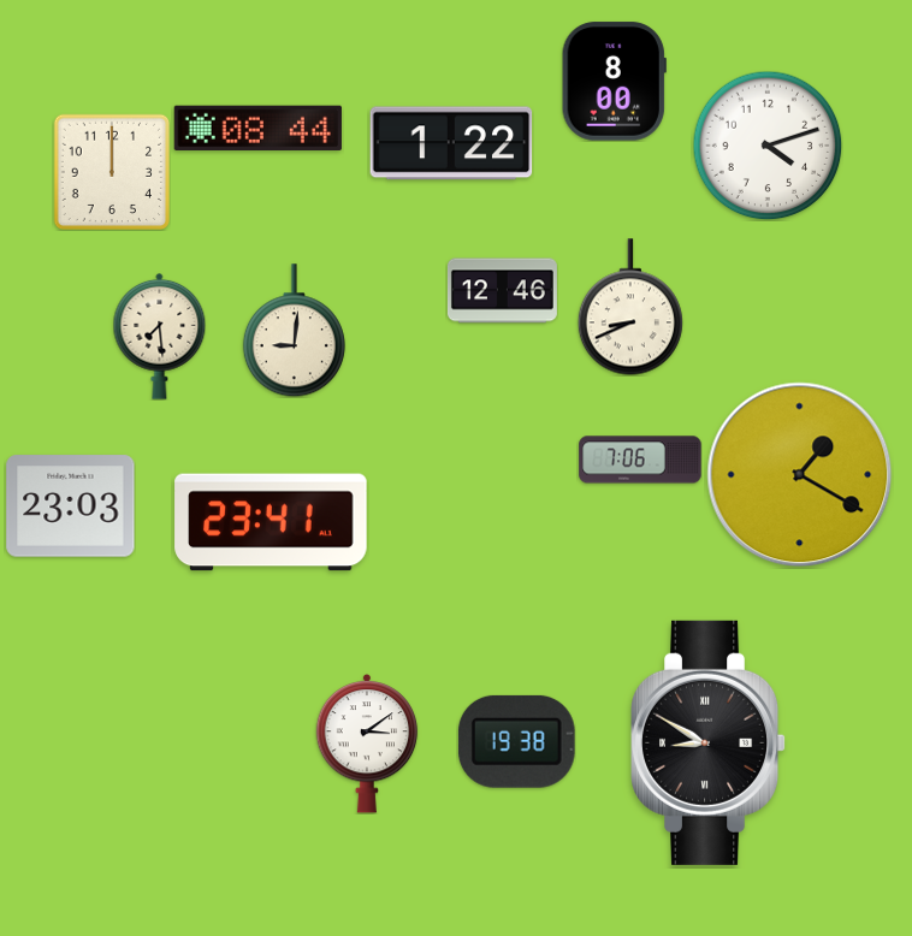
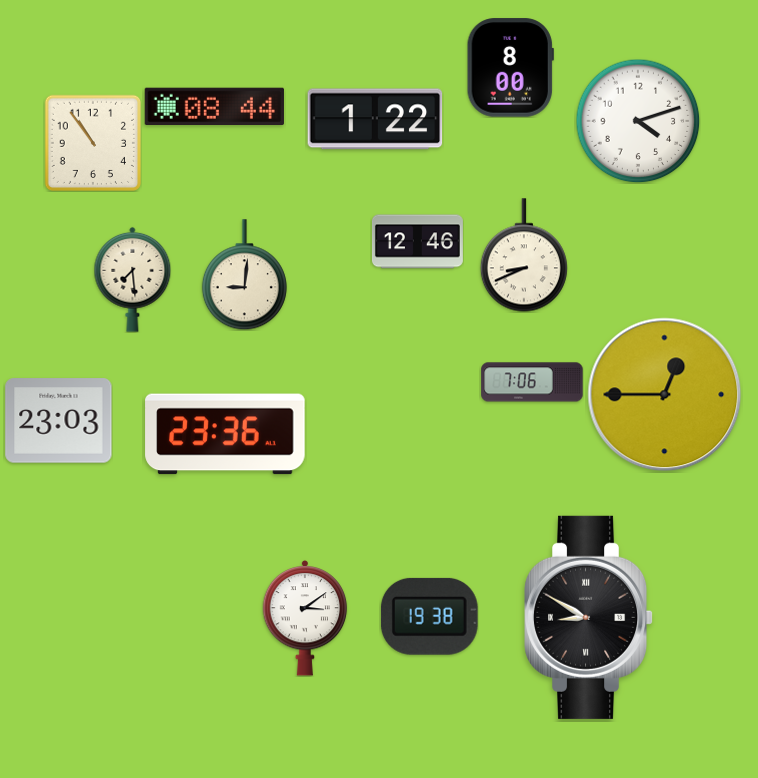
clock at (111, 171): 12:00 -> 10:54
clock at (800, 475): 1:20 -> 12:45
clock at (271, 522): 23:41 -> 23:36
